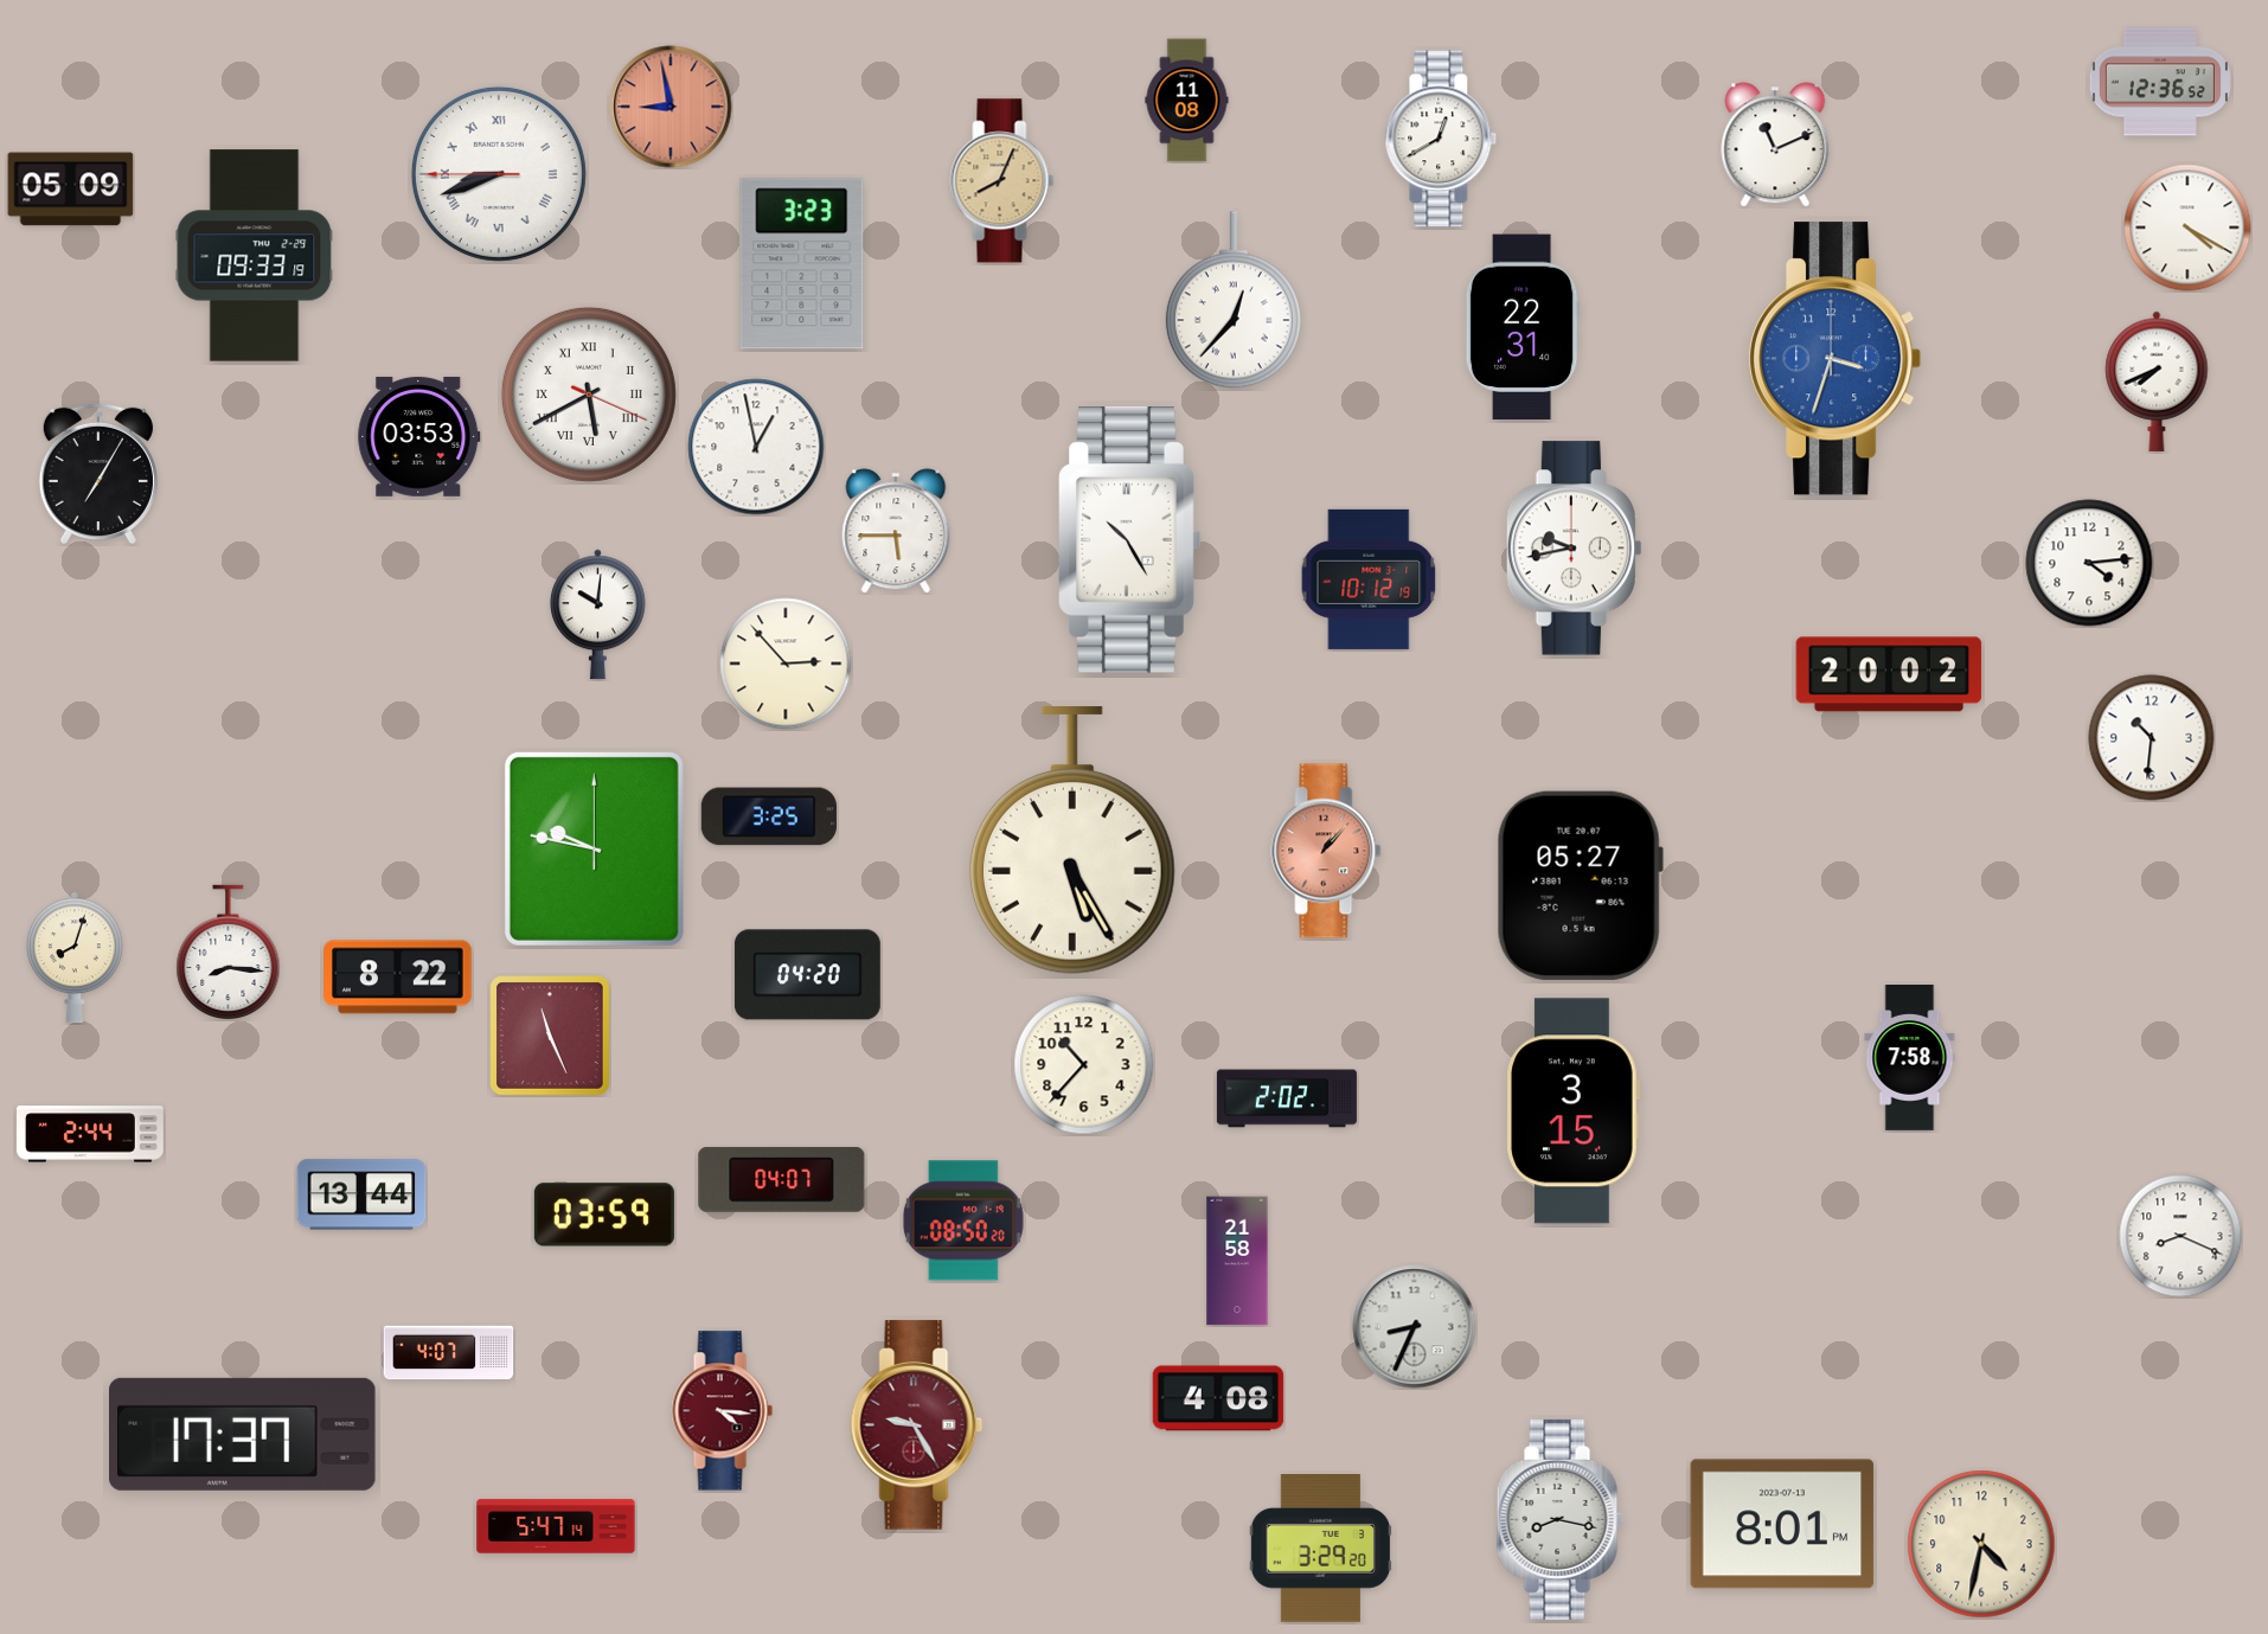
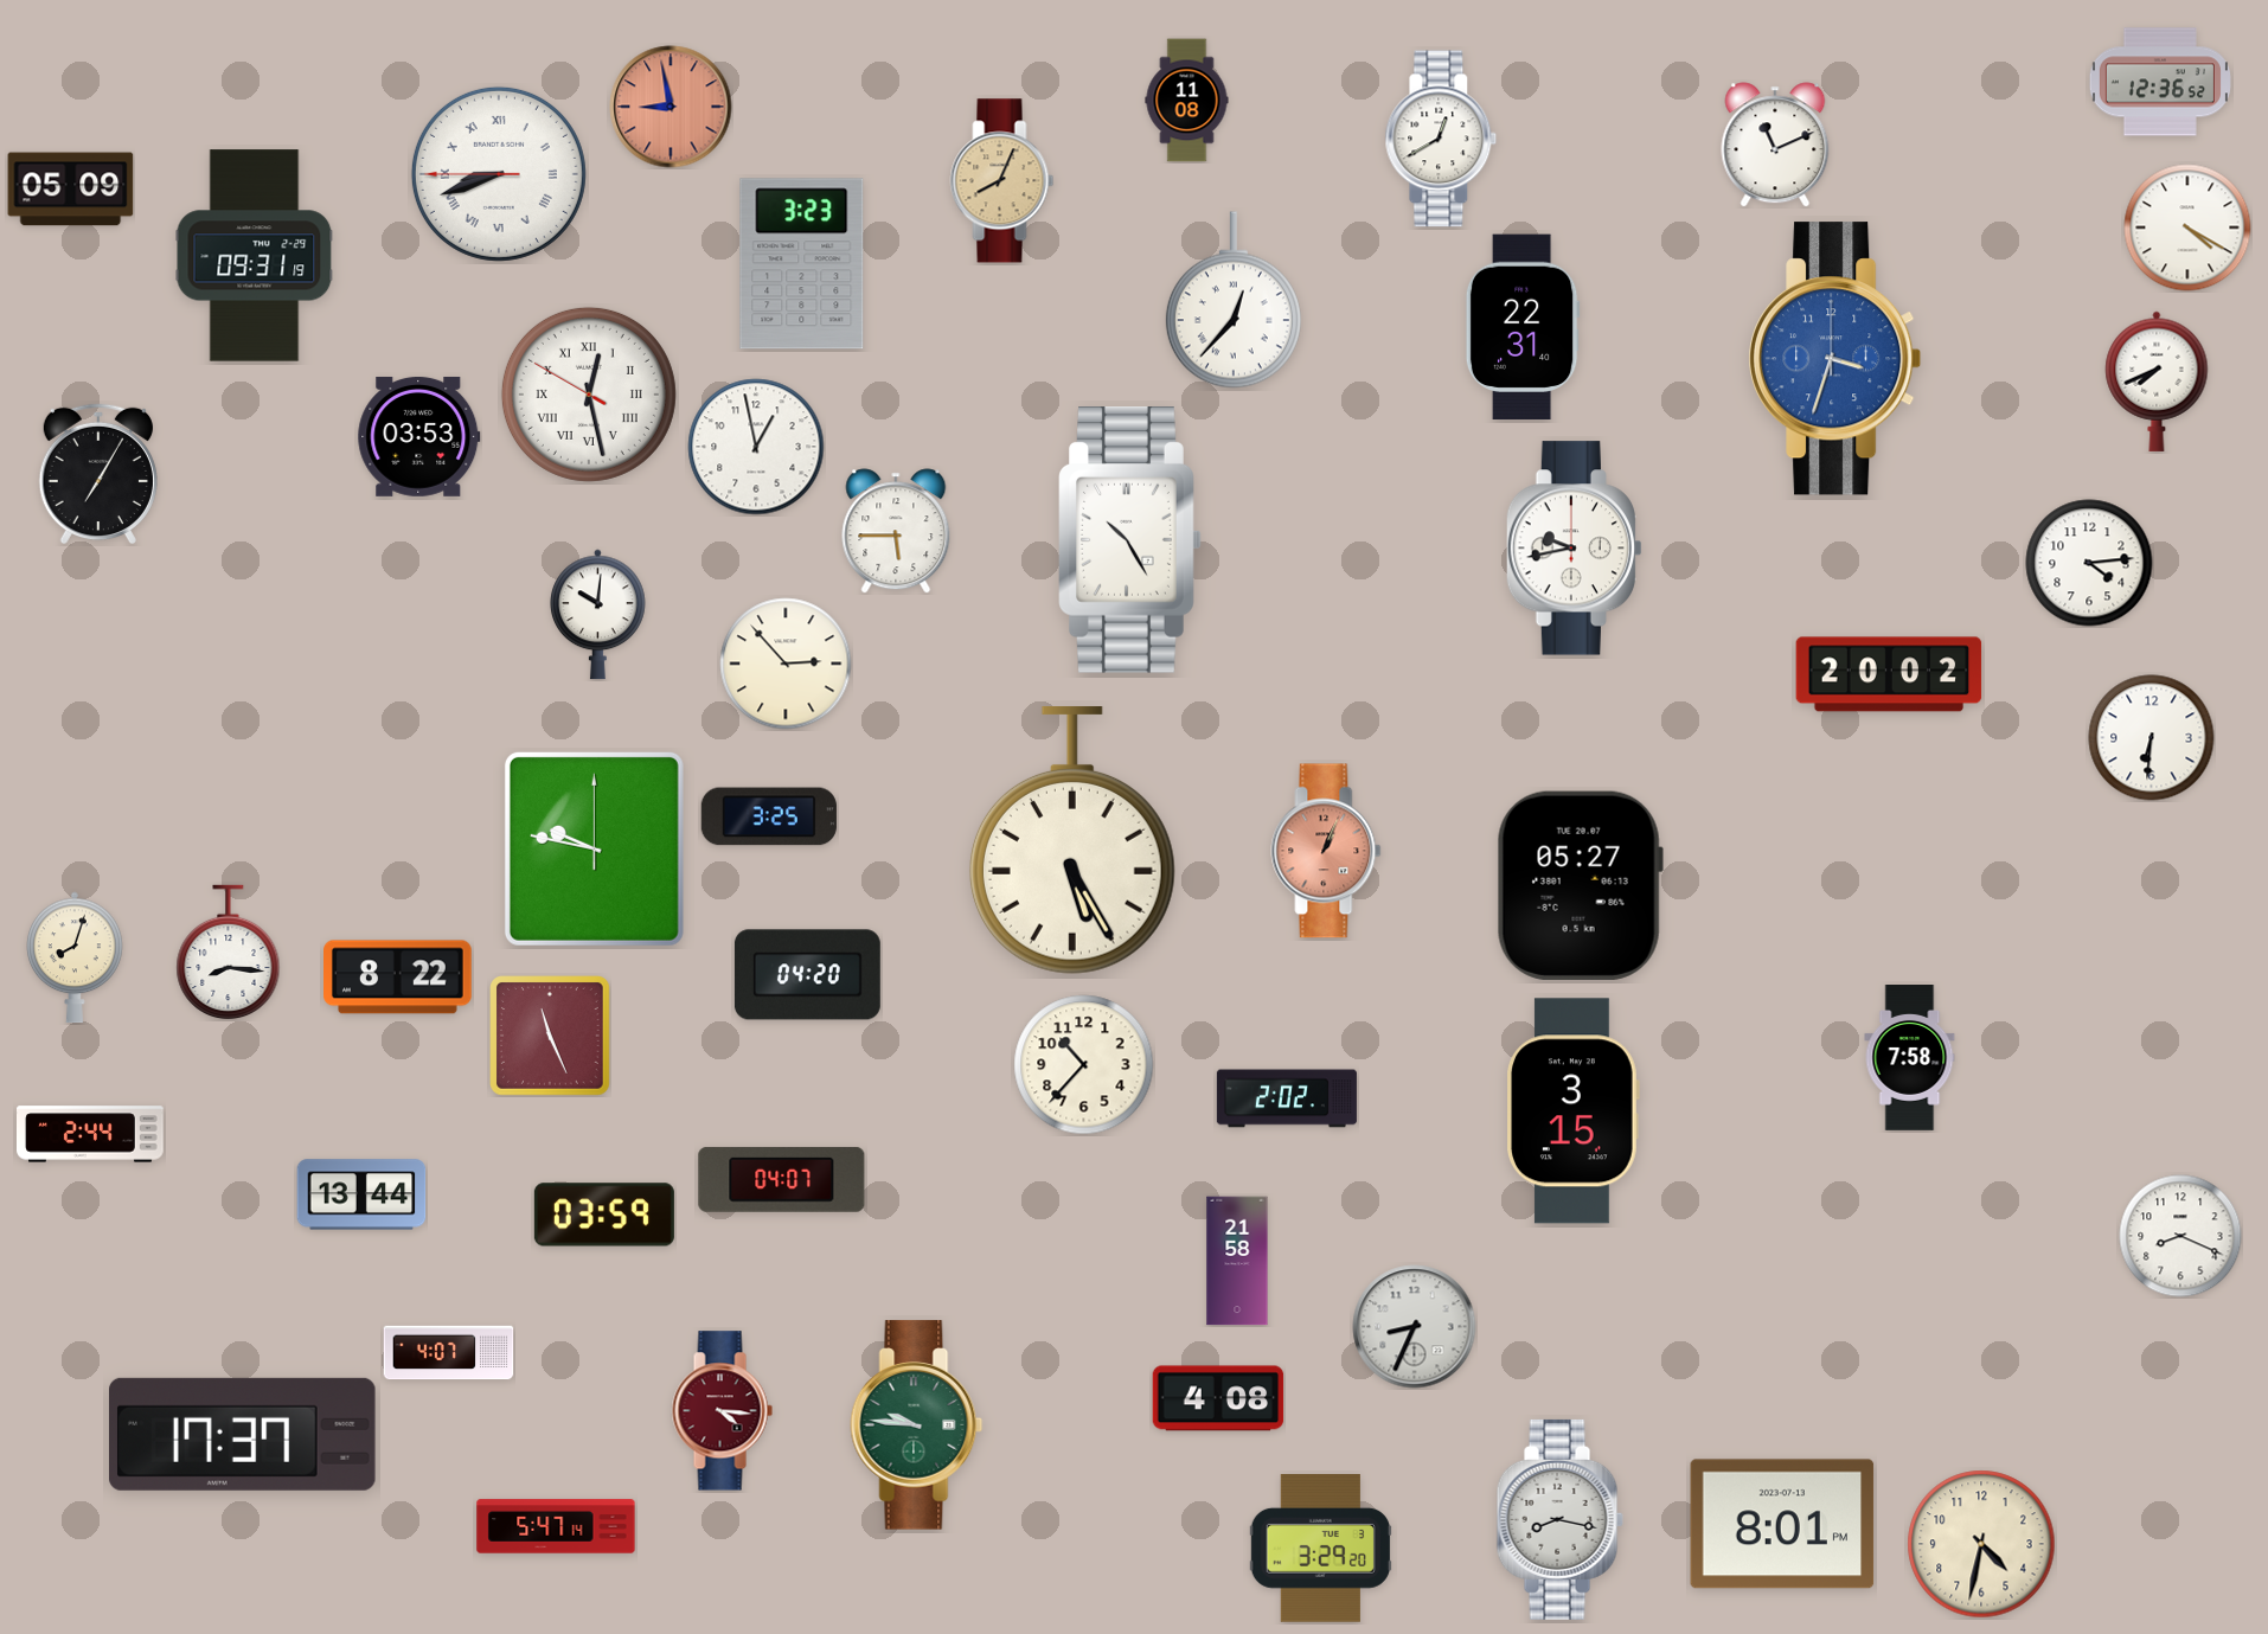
clock at (255, 256): 09:33 -> 09:31
clock at (589, 395): 5:40 -> 12:27
clock at (1369, 579): 10:12 -> none
clock at (2152, 738): 10:31 -> 6:31
clock at (1326, 851): 1:07 -> 1:04
clock at (963, 1220): 08:50 -> none
clock at (917, 1425): 9:25 -> 9:46
clock at (917, 1425) dial: burgundy -> green
